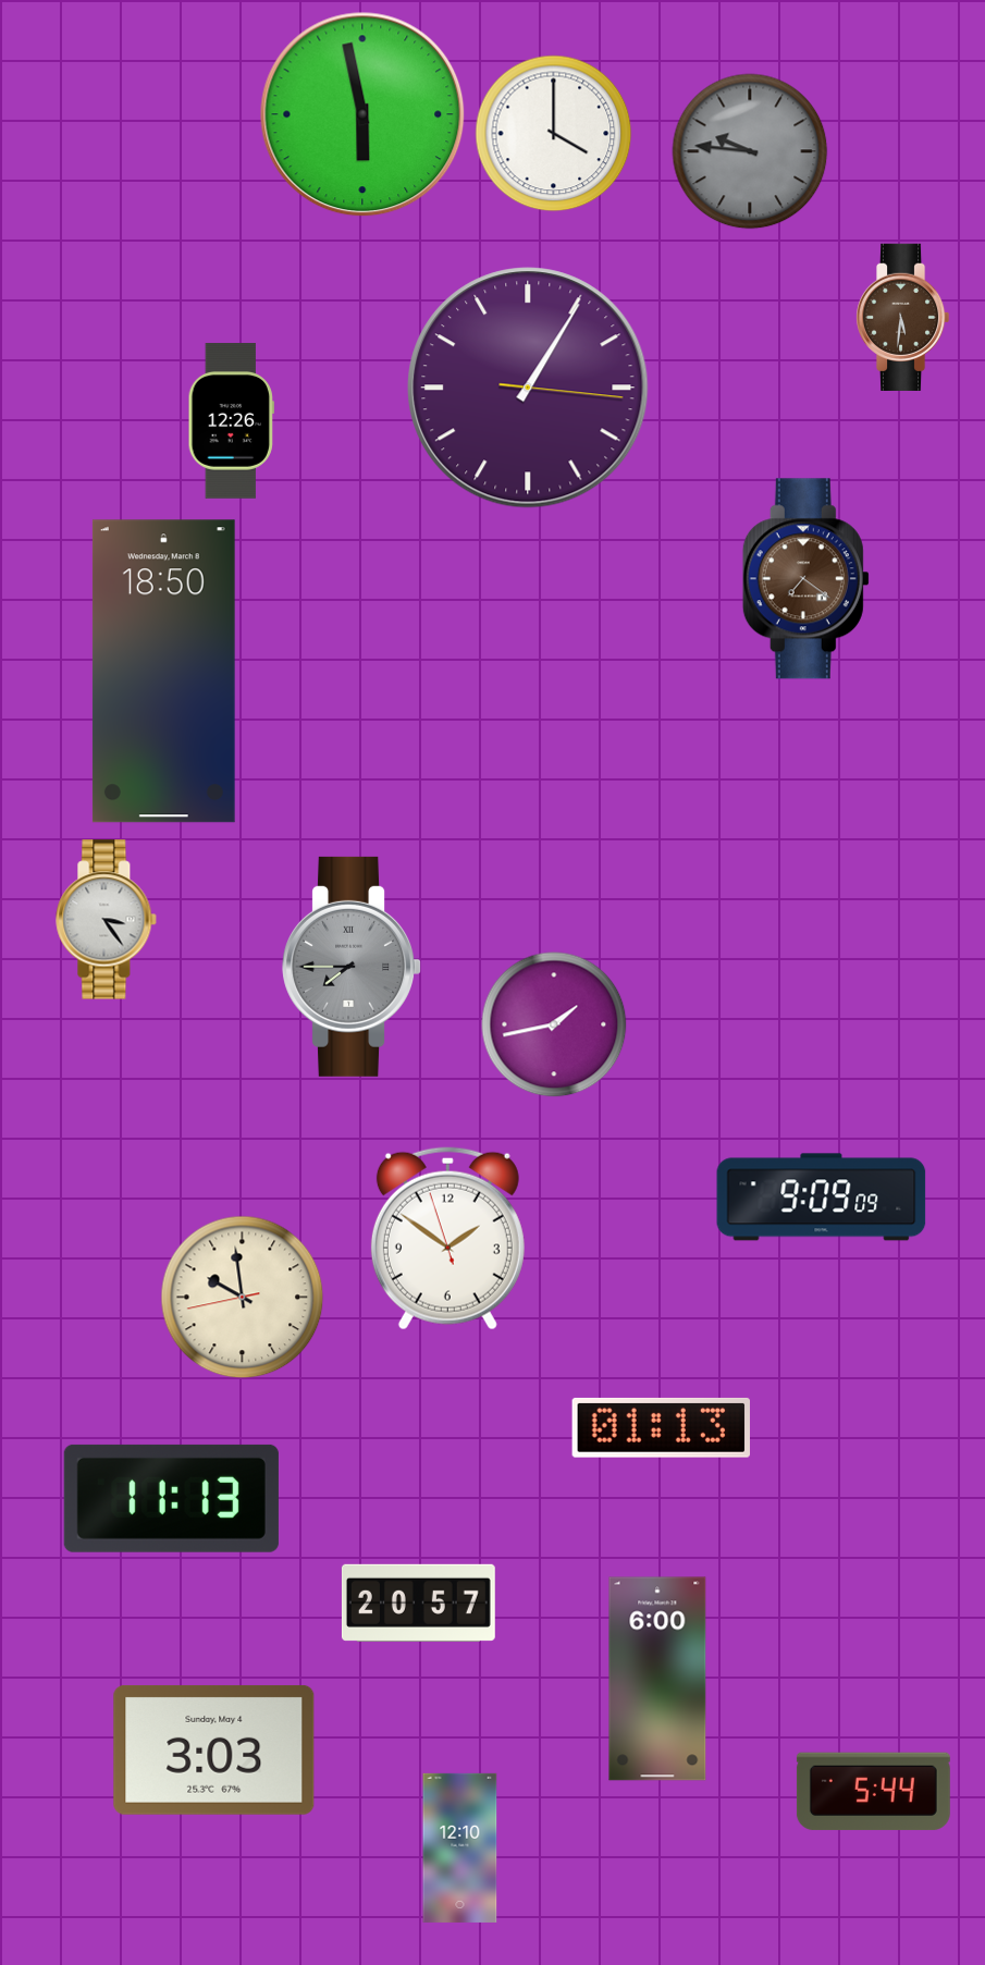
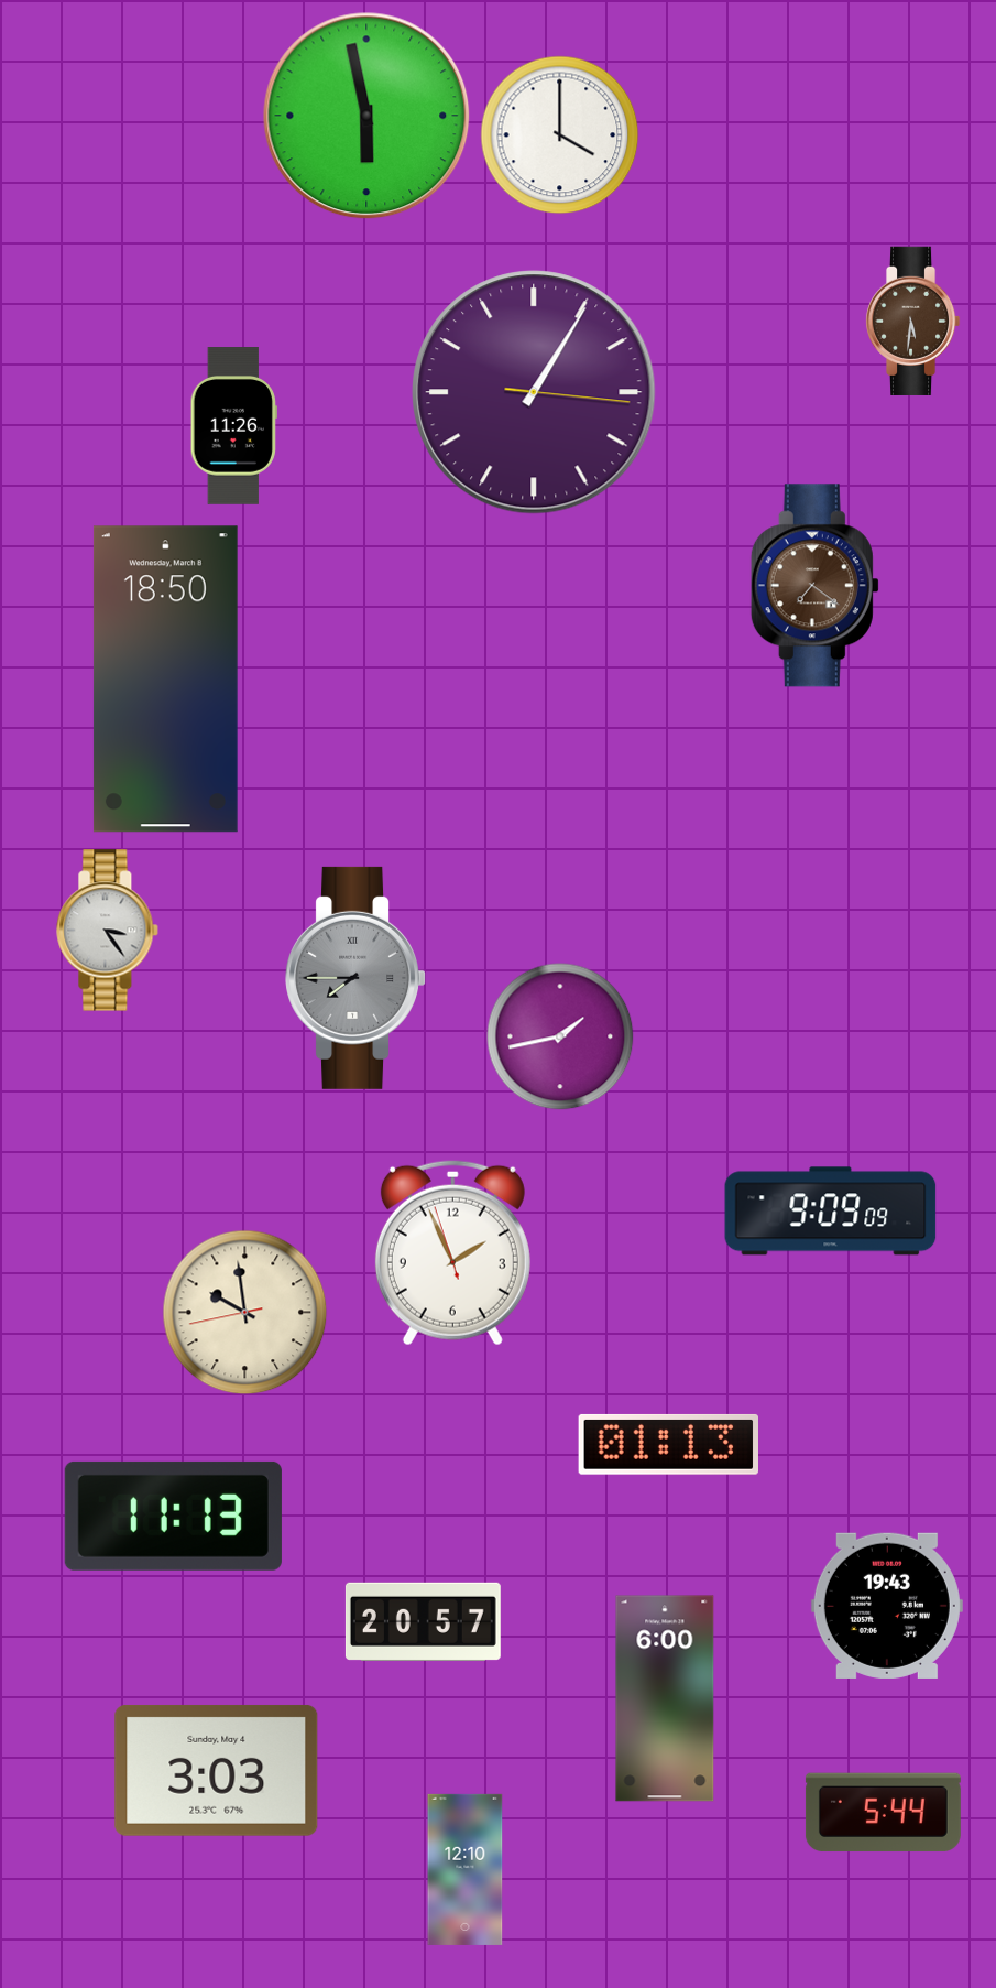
clock at (750, 151): 9:46 -> none
clock at (231, 421): 12:26 -> 11:26
clock at (447, 1239): 1:50 -> 1:55
clock at (887, 1606): none -> 19:43
